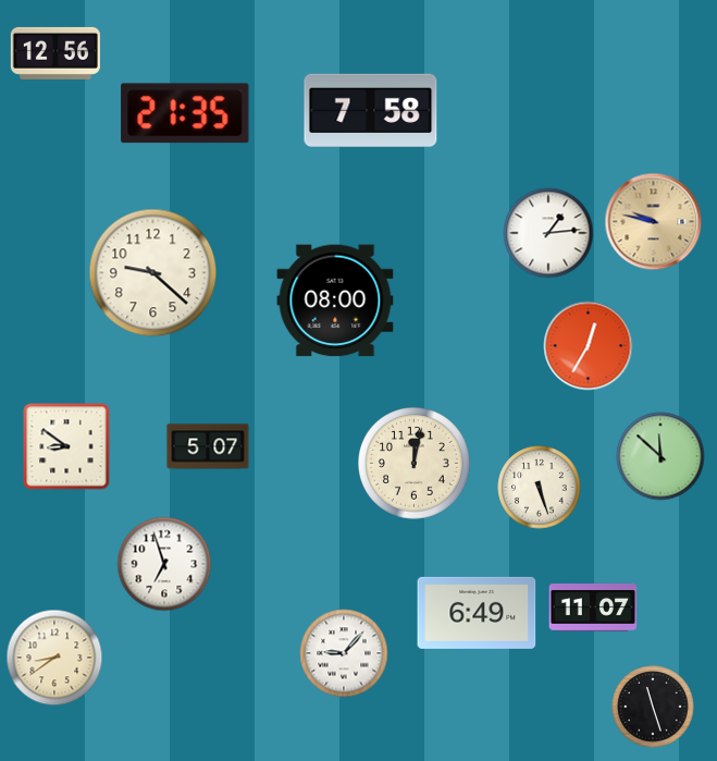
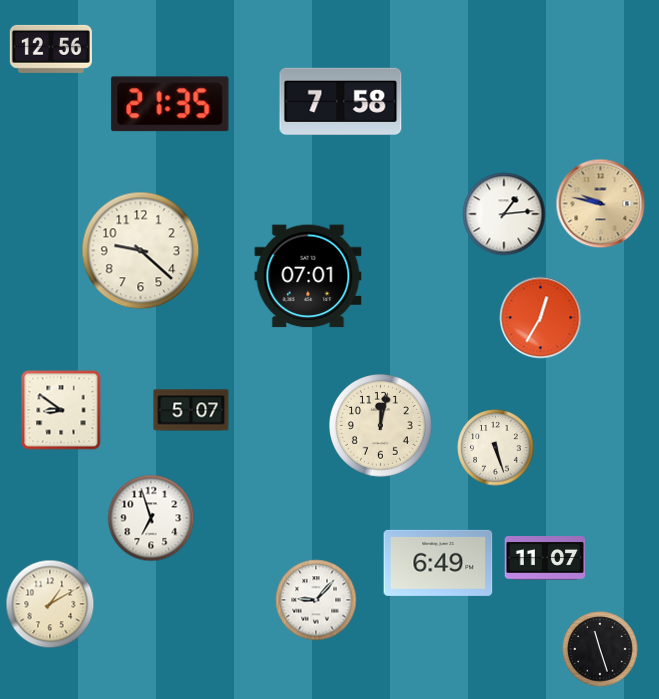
clock at (335, 300): 08:00 -> 07:01
clock at (660, 456): 11:52 -> none
clock at (54, 658): 8:39 -> 1:10
